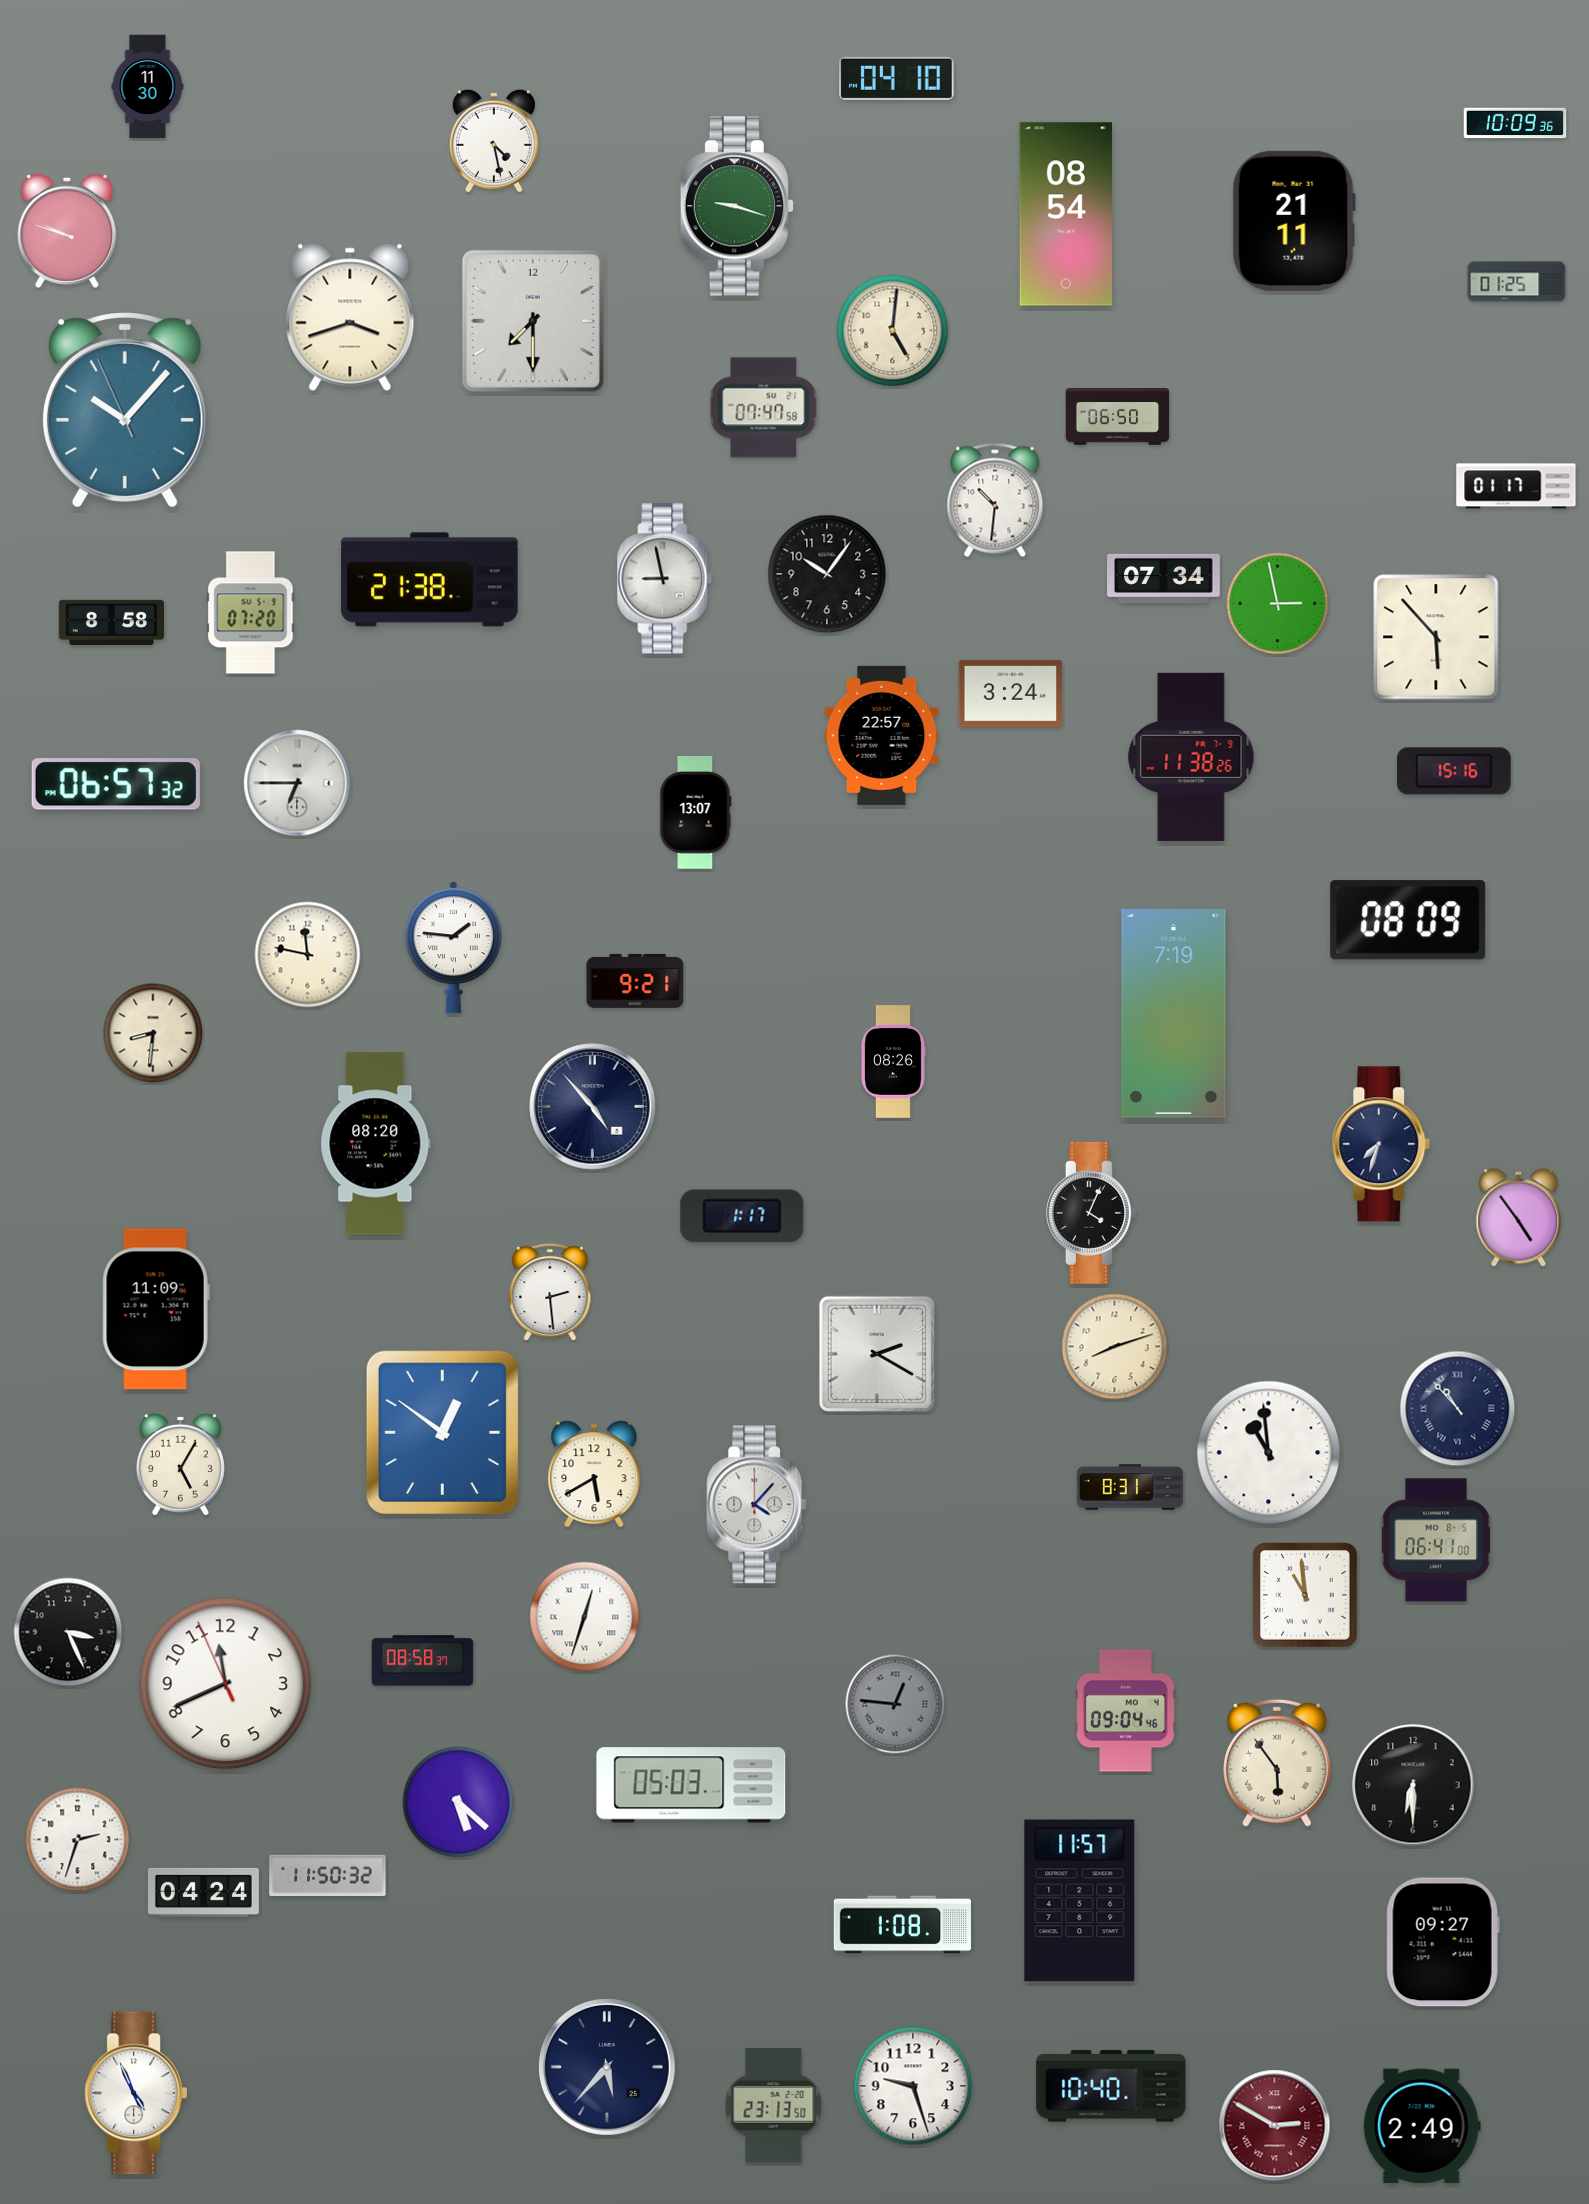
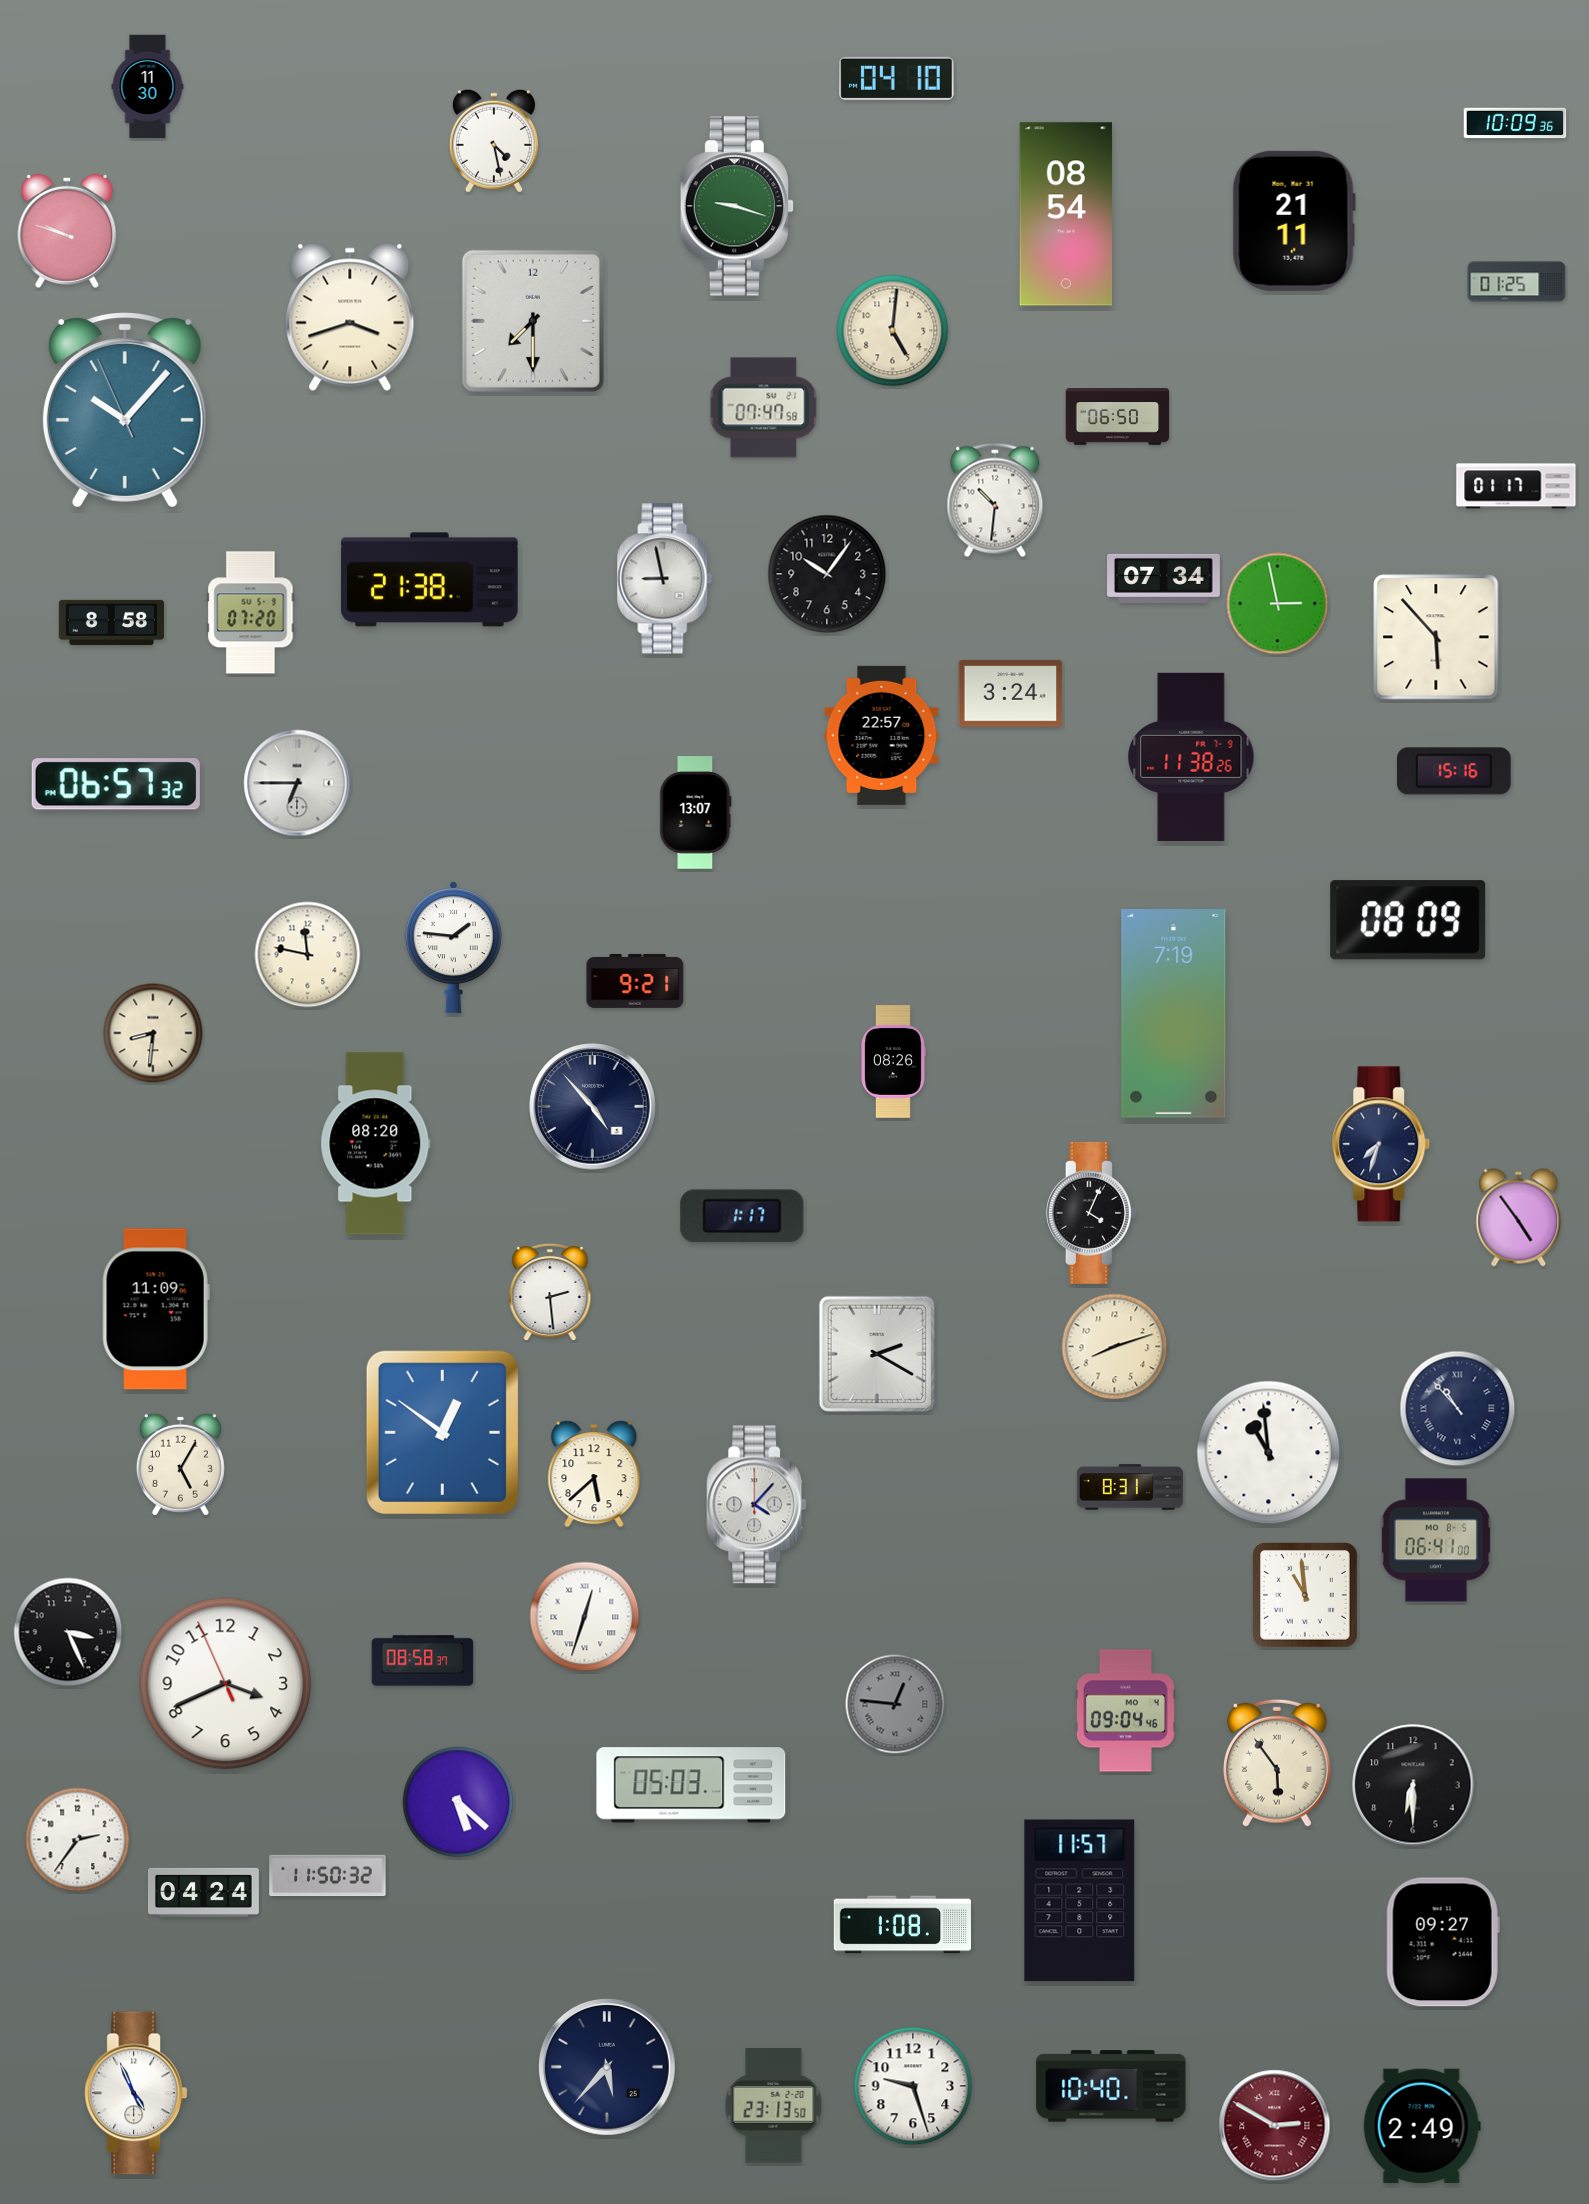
clock at (594, 1474): 5:40 -> 5:38
clock at (226, 1684): 11:40 -> 3:40
clock at (78, 1840): 2:33 -> 2:36
